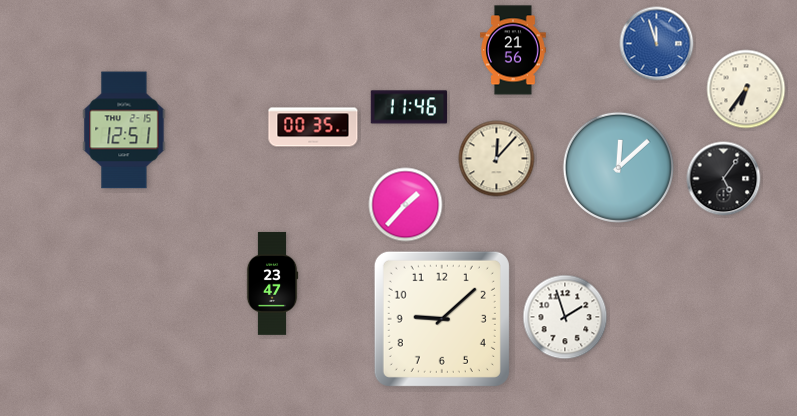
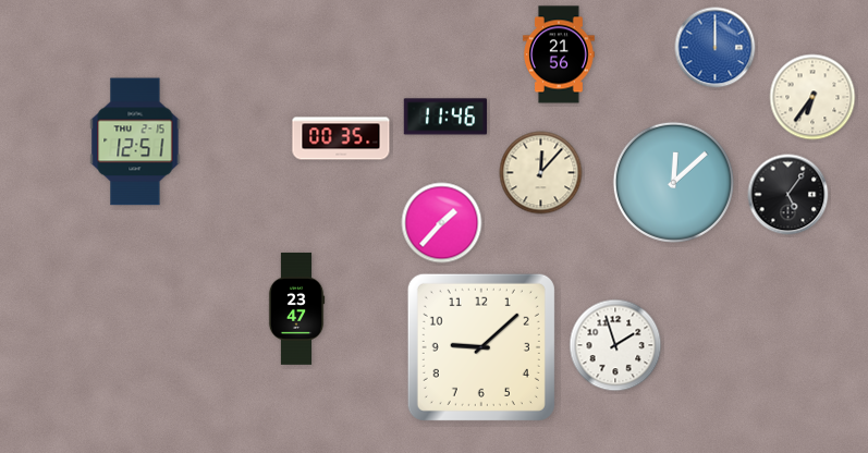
clock at (657, 44): 11:57 -> 12:00
